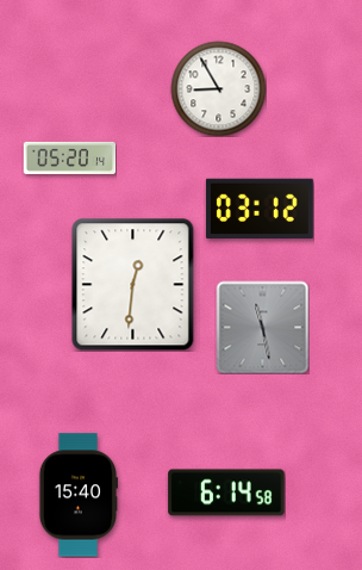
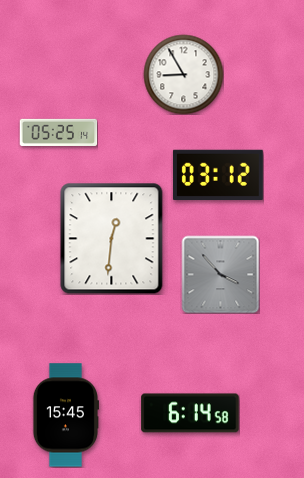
clock at (69, 157): 05:20 -> 05:25
clock at (262, 327): 11:28 -> 3:53
clock at (77, 495): 15:40 -> 15:45
